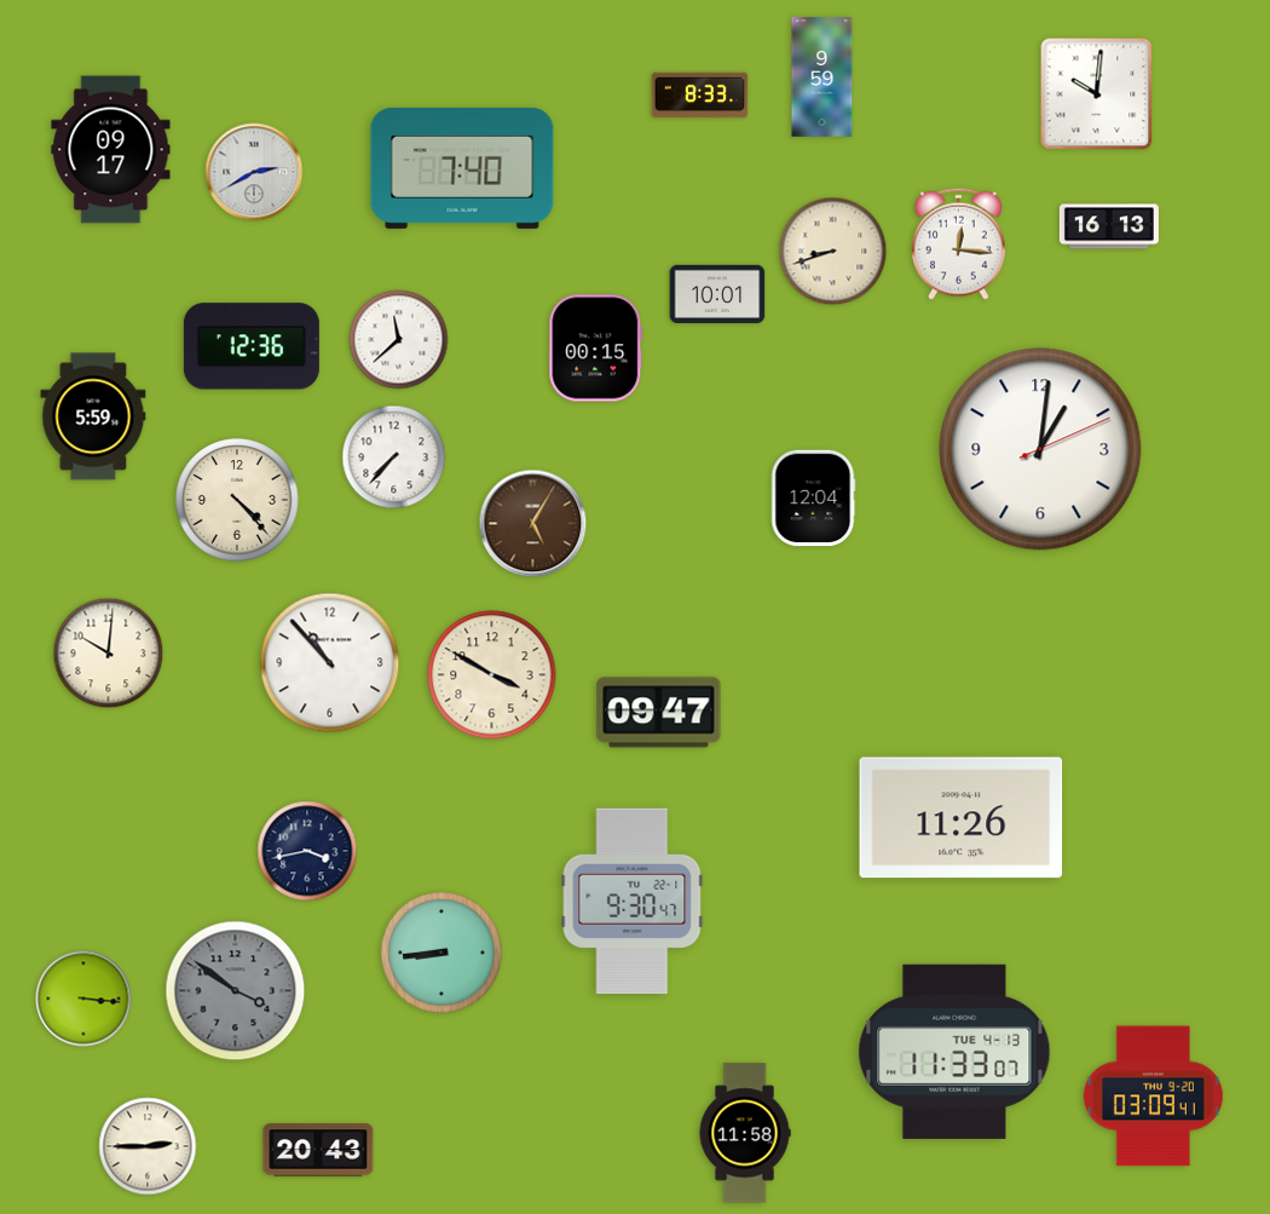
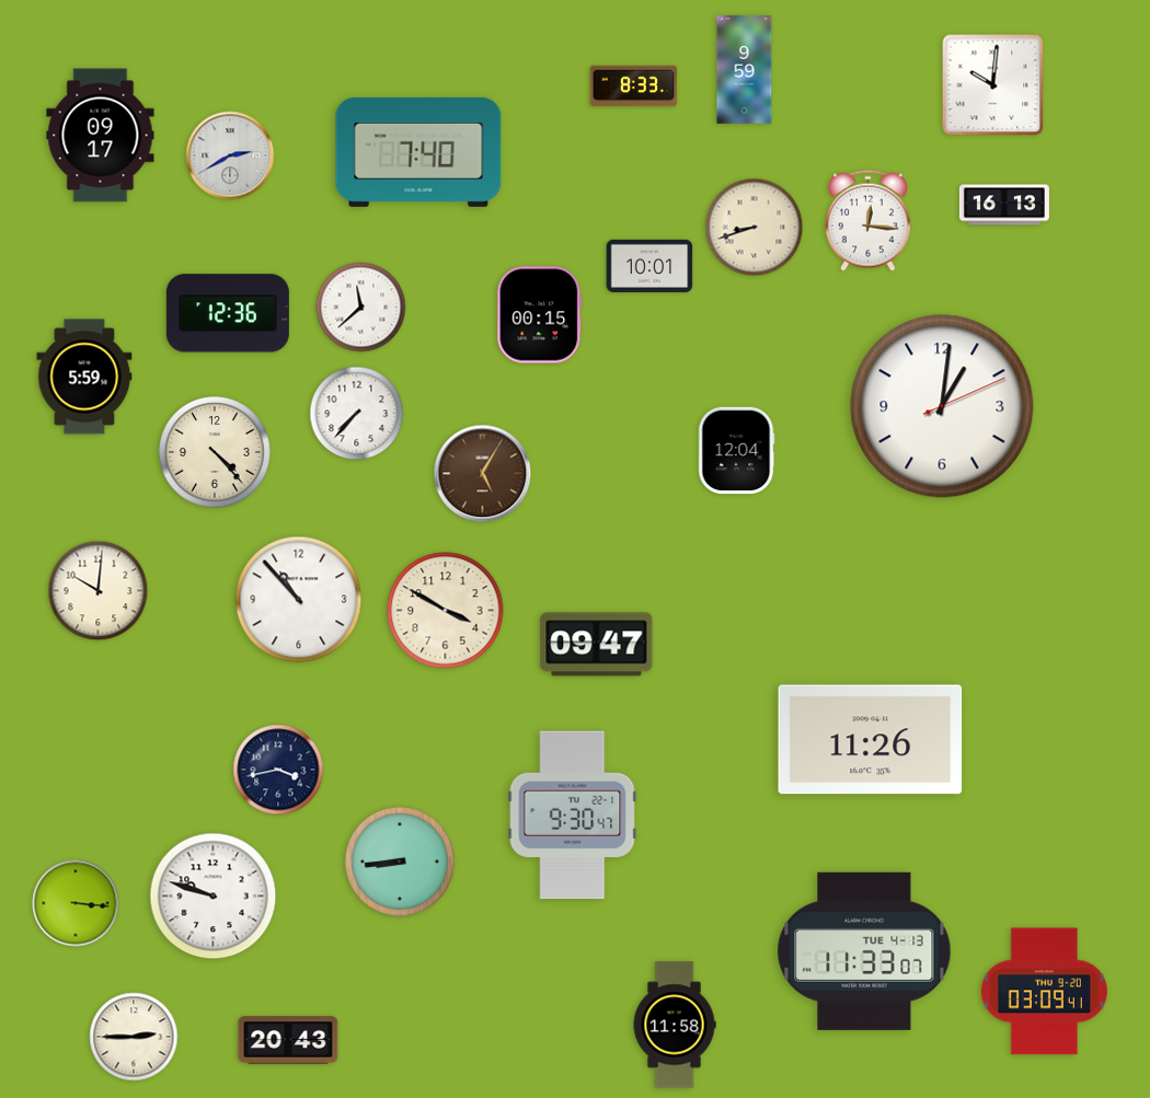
clock at (236, 991): 3:51 -> 9:48
clock at (236, 991) dial: grey -> white
